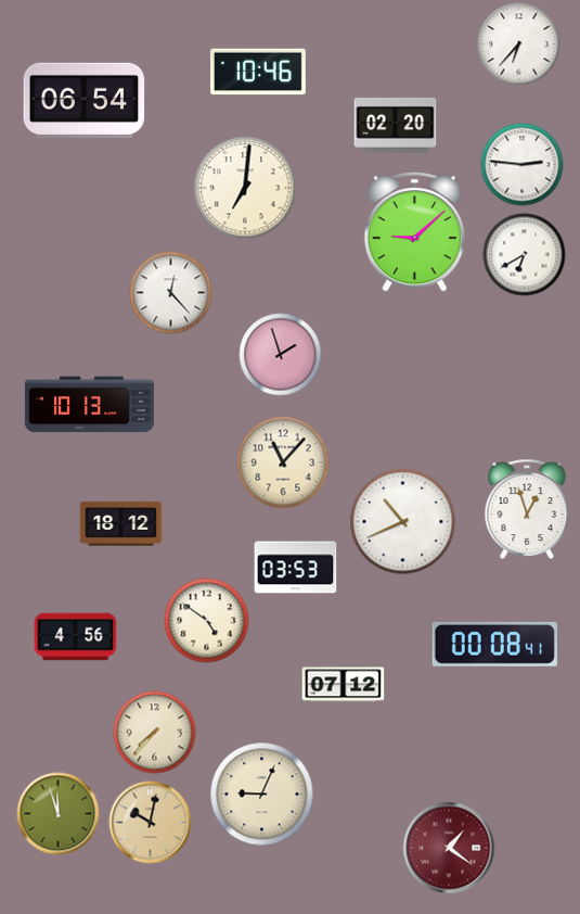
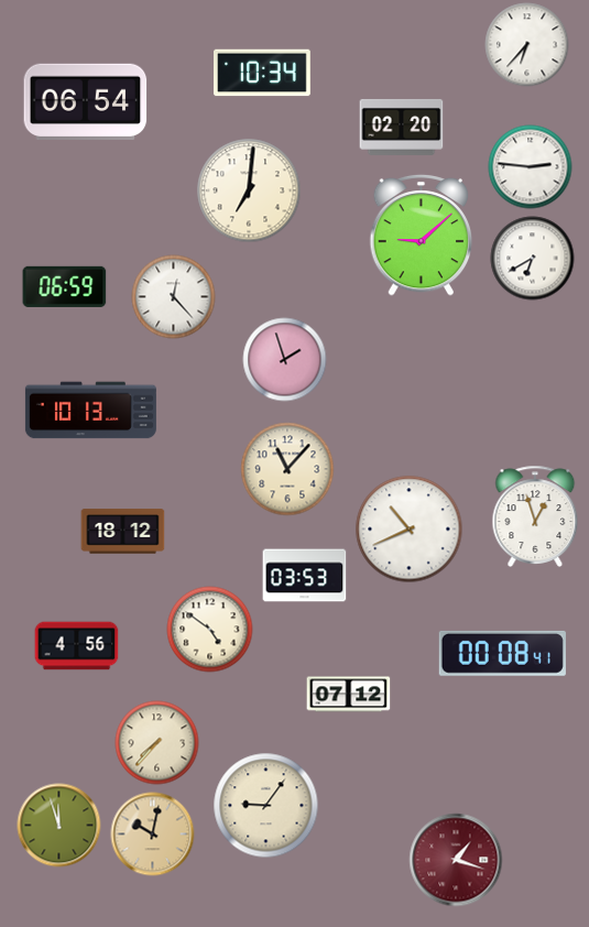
clock at (259, 72): 10:46 -> 10:34
clock at (65, 286): none -> 06:59
clock at (296, 568) position: (296, 568) -> (305, 576)
clock at (262, 795): 9:04 -> 9:06
clock at (449, 848): 1:21 -> 1:18
